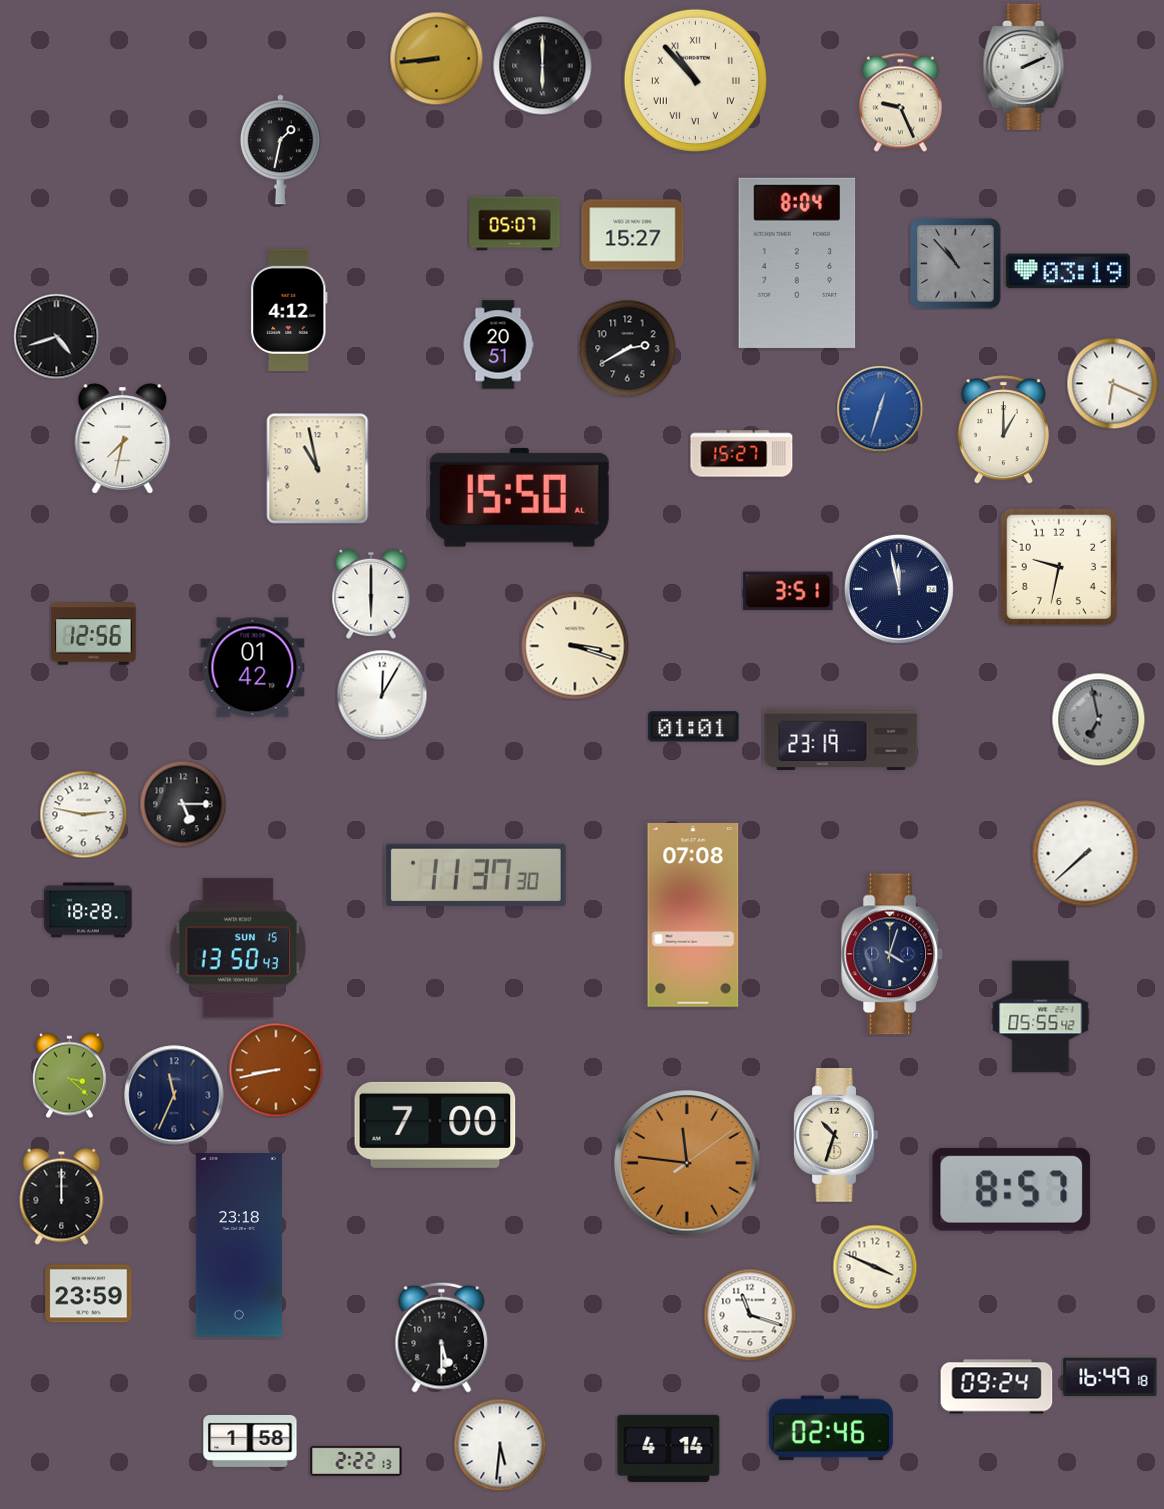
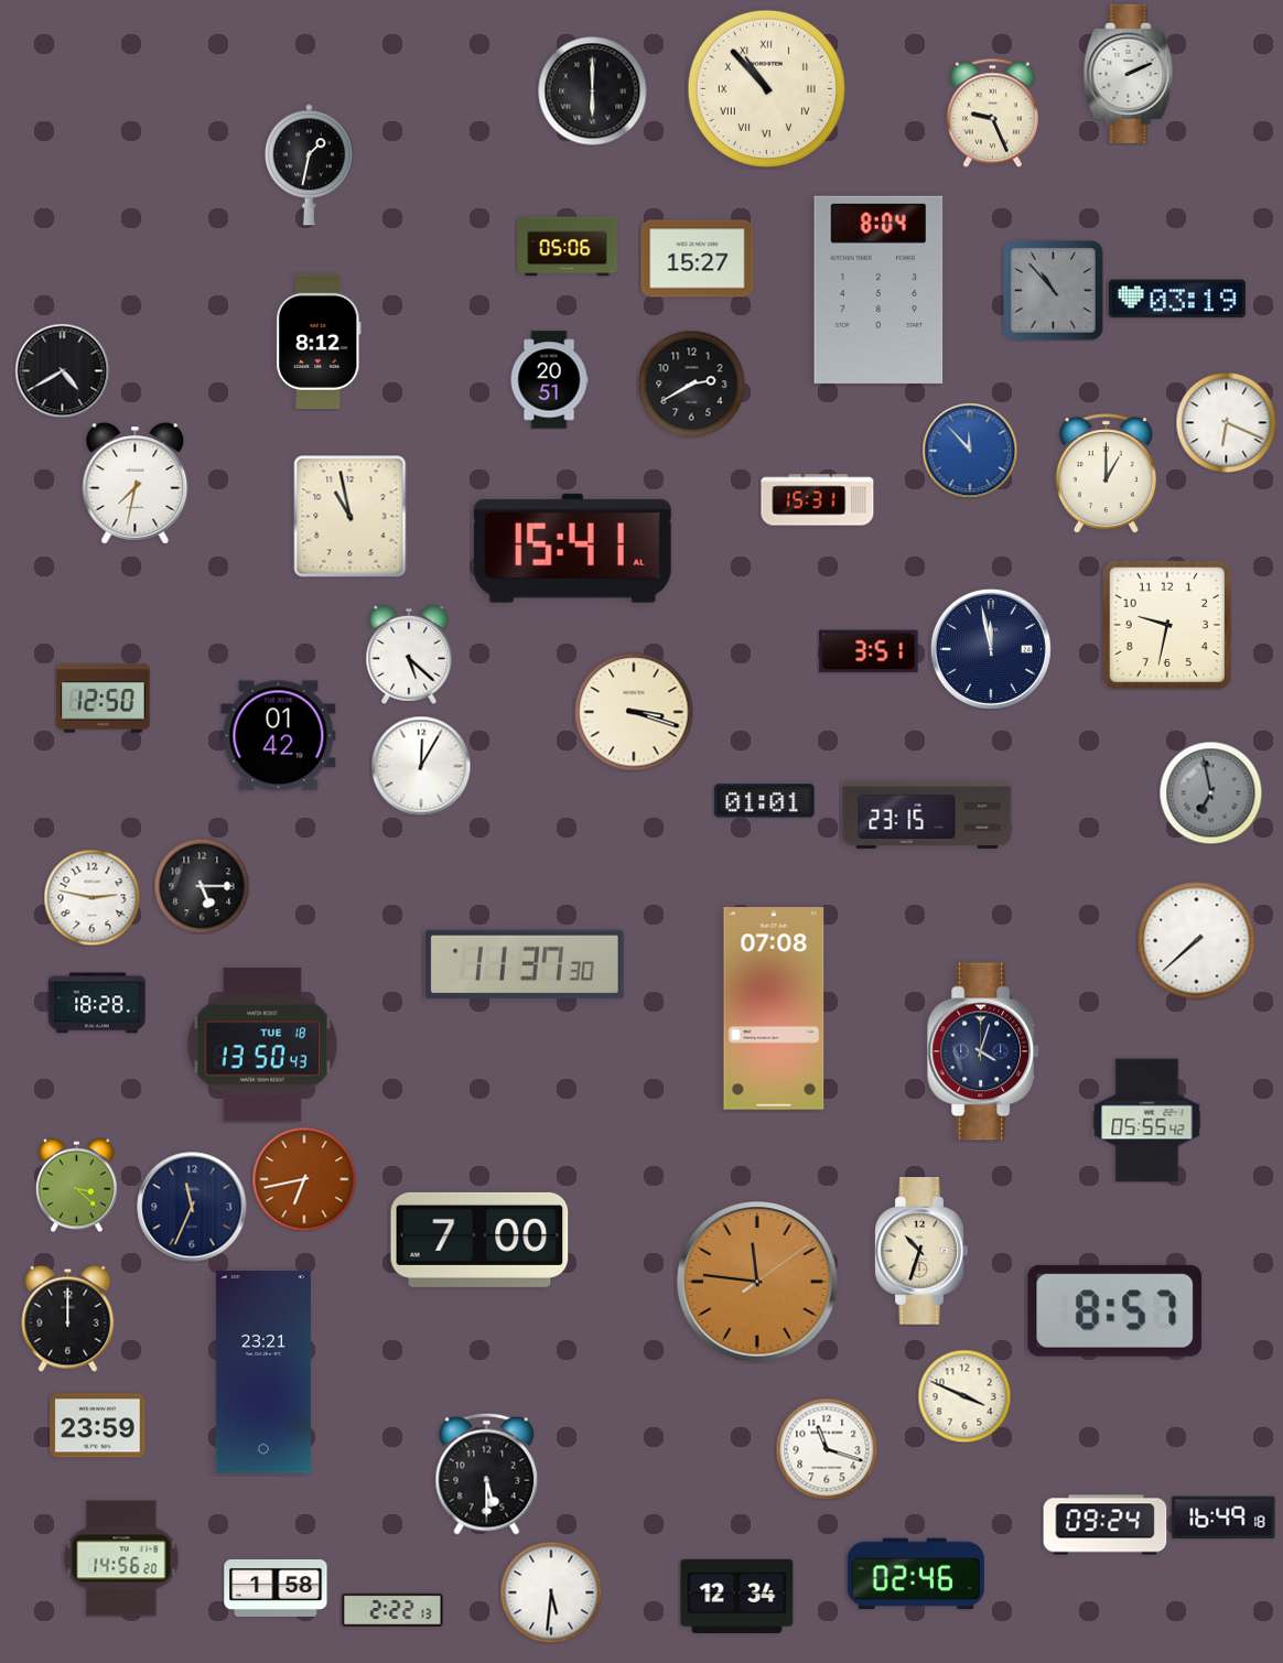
clock at (436, 58): 8:44 -> none
clock at (543, 66) position: (543, 66) -> (593, 91)
clock at (515, 224): 05:07 -> 05:06
clock at (289, 310): 4:12 -> 8:12
clock at (56, 336): 4:42 -> 4:40
clock at (880, 409): 12:33 -> 11:53
clock at (742, 454): 15:27 -> 15:31
clock at (519, 497): 15:50 -> 15:41
clock at (371, 594): 6:00 -> 5:22
clock at (94, 634): 12:56 -> 12:50
clock at (841, 739): 23:19 -> 23:15
clock at (693, 916) position: (693, 916) -> (774, 1009)
clock at (238, 948) date: SUN 15 -> TUE 18
clock at (276, 1070): 8:43 -> 6:43
clock at (239, 1245): 23:18 -> 23:21
clock at (997, 1387) position: (997, 1387) -> (1106, 1525)
clock at (121, 1558): none -> 14:56
clock at (669, 1448): 4:14 -> 12:34
